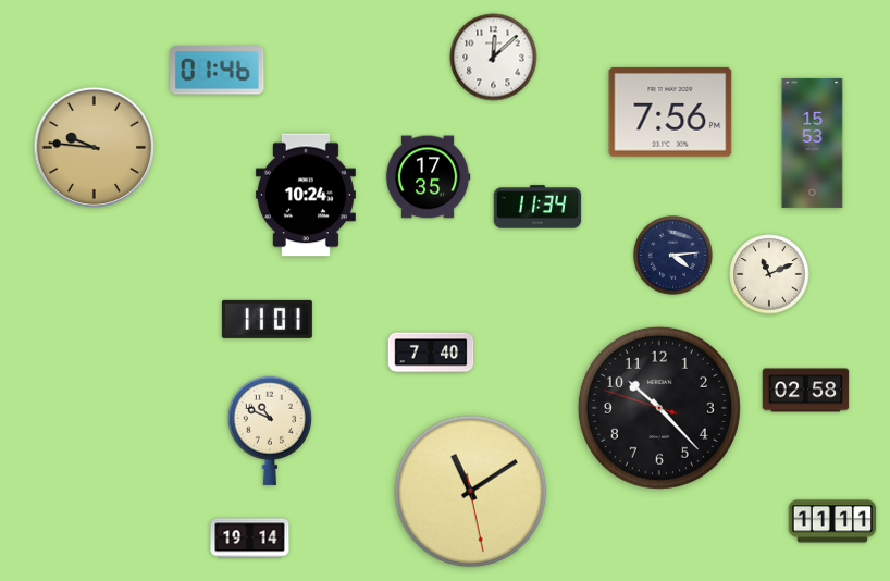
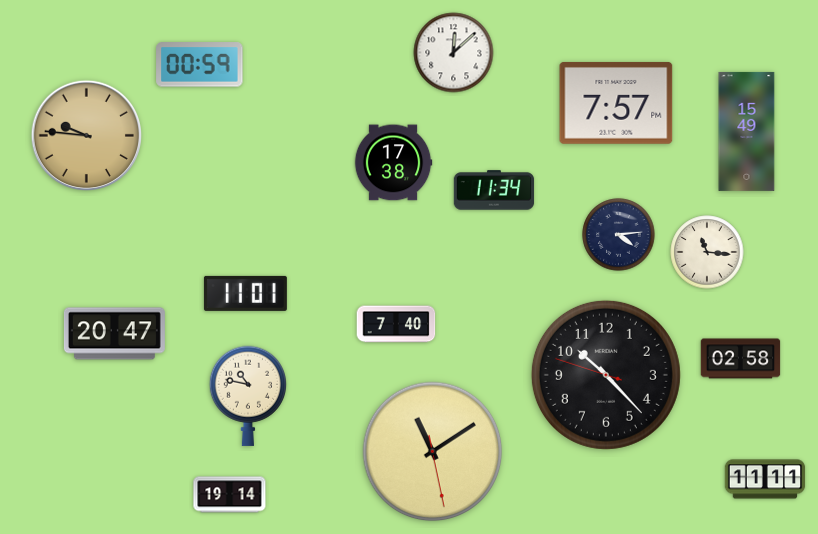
clock at (218, 71): 01:46 -> 00:59
clock at (670, 112): 7:56 -> 7:57
clock at (813, 143): 15:53 -> 15:49
clock at (428, 177): 17:35 -> 17:38
clock at (306, 195): 10:24 -> none
clock at (769, 274): 11:11 -> 11:16
clock at (114, 334): none -> 20:47
clock at (269, 431): 10:49 -> 10:47
